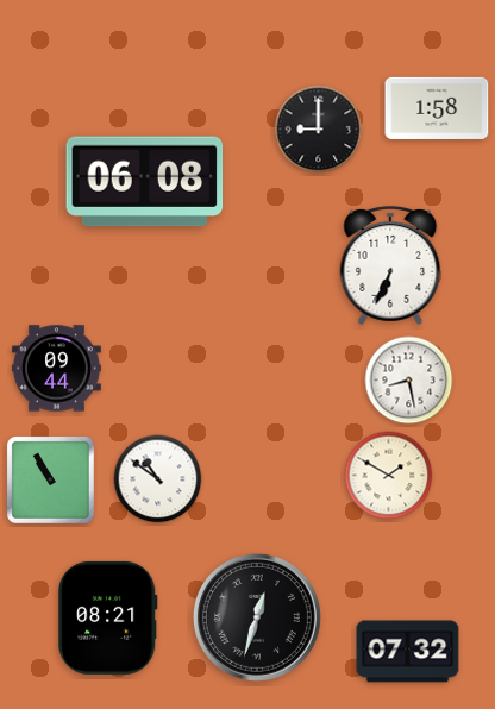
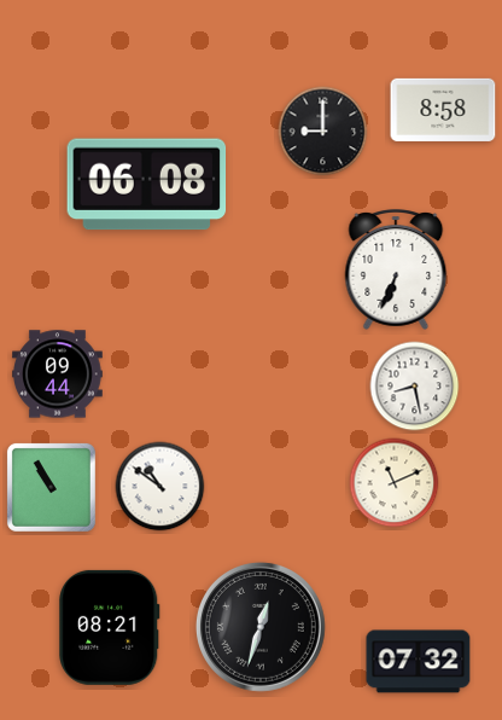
clock at (437, 108): 1:58 -> 8:58
clock at (389, 476): 1:50 -> 11:11
clock at (408, 652) position: (408, 652) -> (419, 662)
